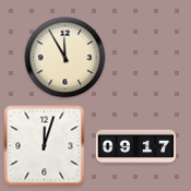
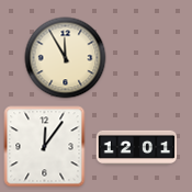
clock at (45, 146): 12:03 -> 12:06
clock at (136, 146): 09:17 -> 12:01
